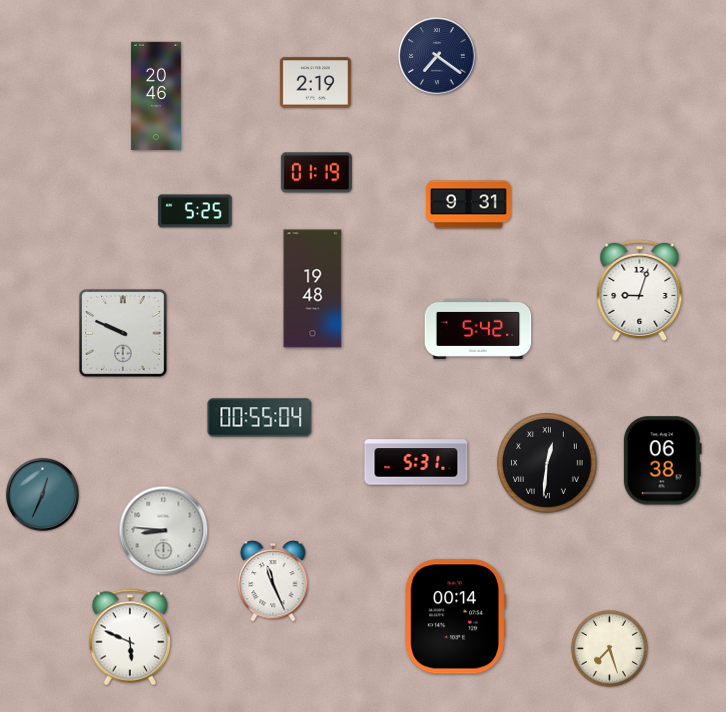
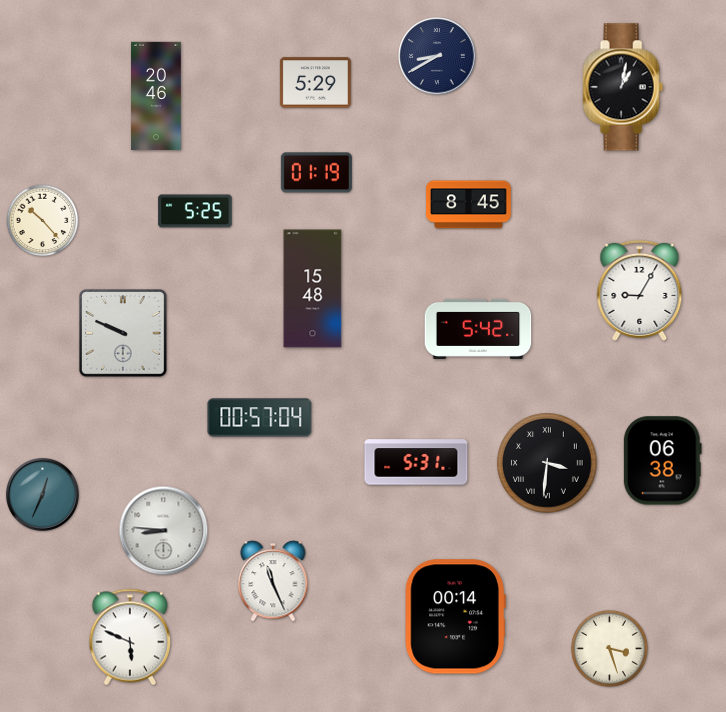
clock at (437, 56): 7:21 -> 8:40
clock at (315, 83): 2:19 -> 5:29
clock at (623, 87): none -> 1:02
clock at (469, 205): 9:31 -> 8:45
clock at (43, 221): none -> 10:23
clock at (313, 289): 19:48 -> 15:48
clock at (640, 290): 9:03 -> 9:05
clock at (260, 418): 00:55 -> 00:57
clock at (548, 464): 12:31 -> 3:31
clock at (609, 648): 7:27 -> 3:27
